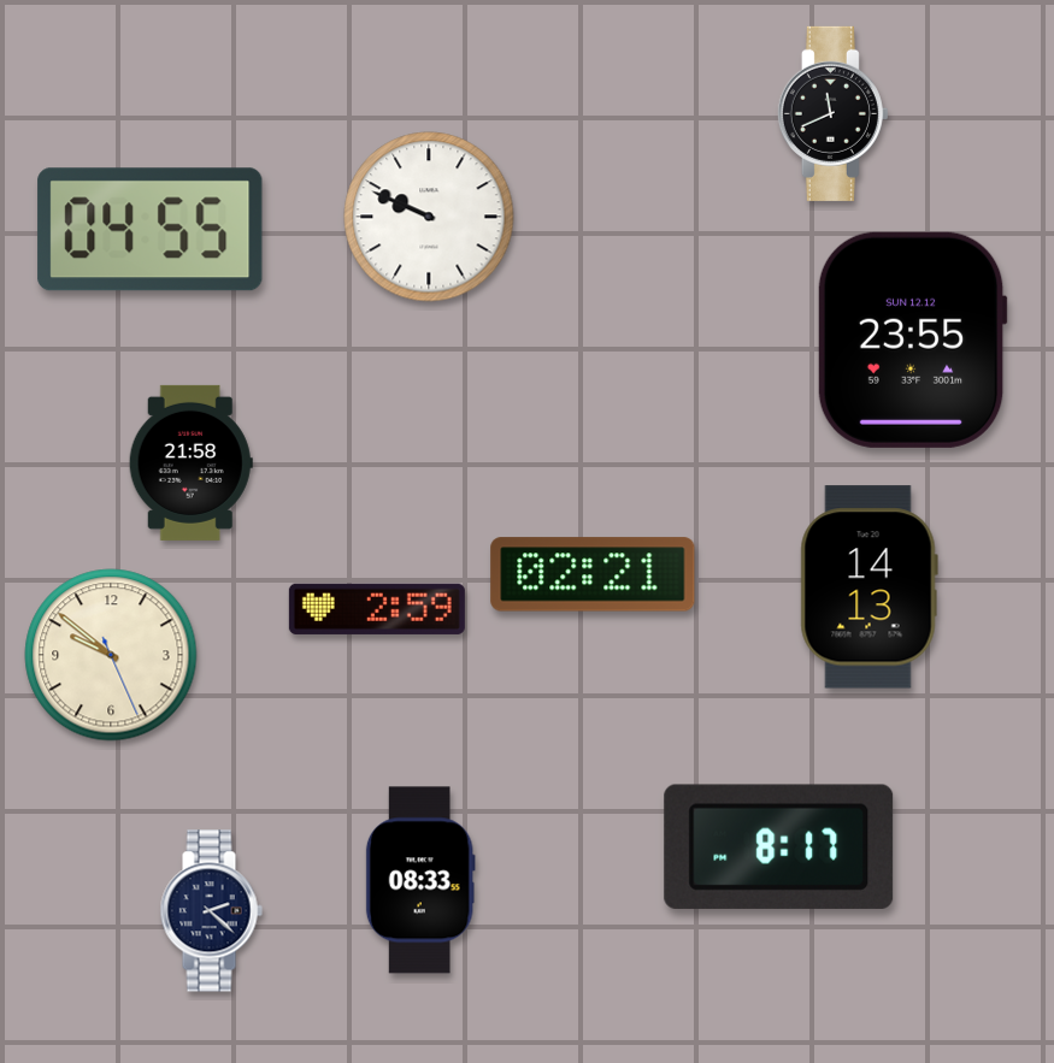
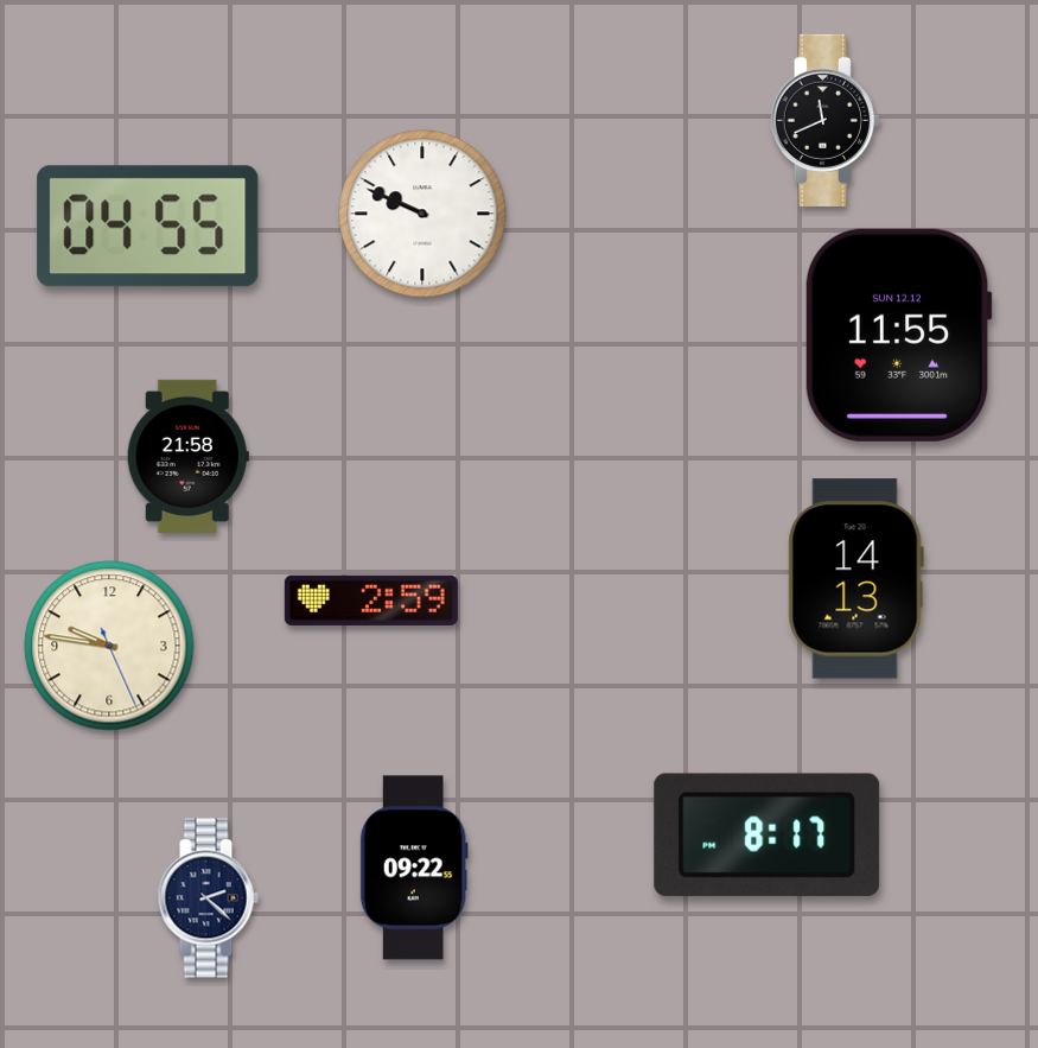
clock at (832, 113) position: (832, 113) -> (824, 120)
clock at (912, 339): 23:55 -> 11:55
clock at (593, 574): 02:21 -> none
clock at (111, 655): 9:51 -> 9:46
clock at (420, 880): 08:33 -> 09:22
